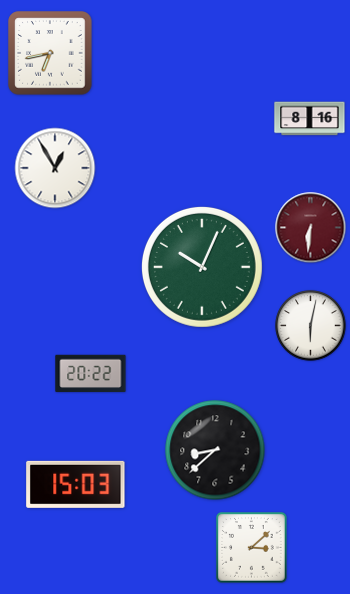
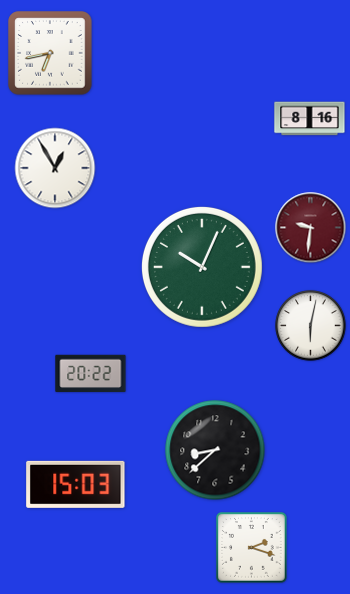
clock at (311, 228): 6:31 -> 9:31
clock at (252, 548): 3:08 -> 2:18
